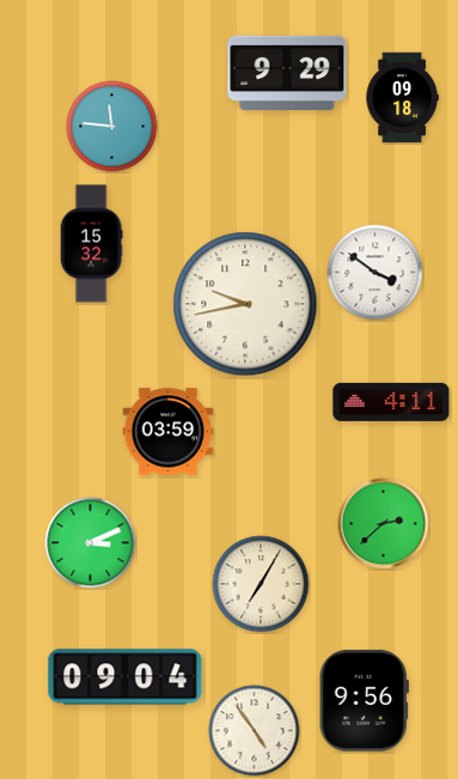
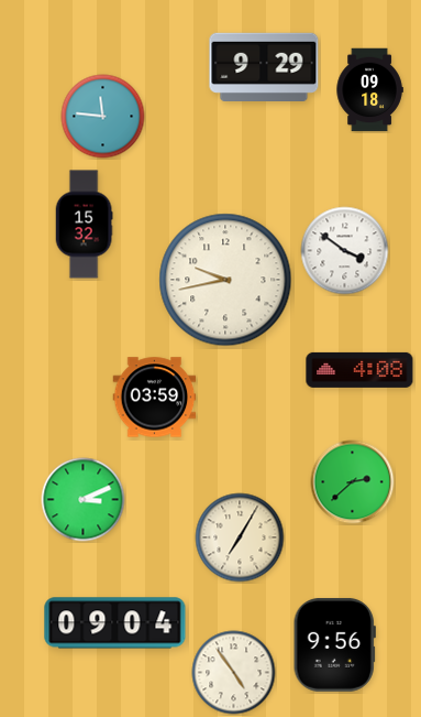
clock at (391, 402): 4:11 -> 4:08
